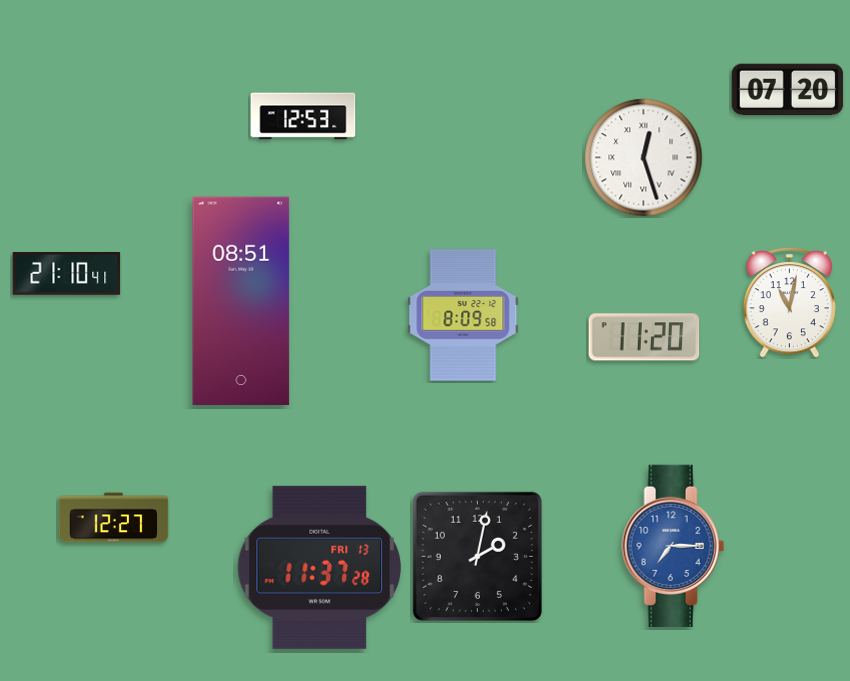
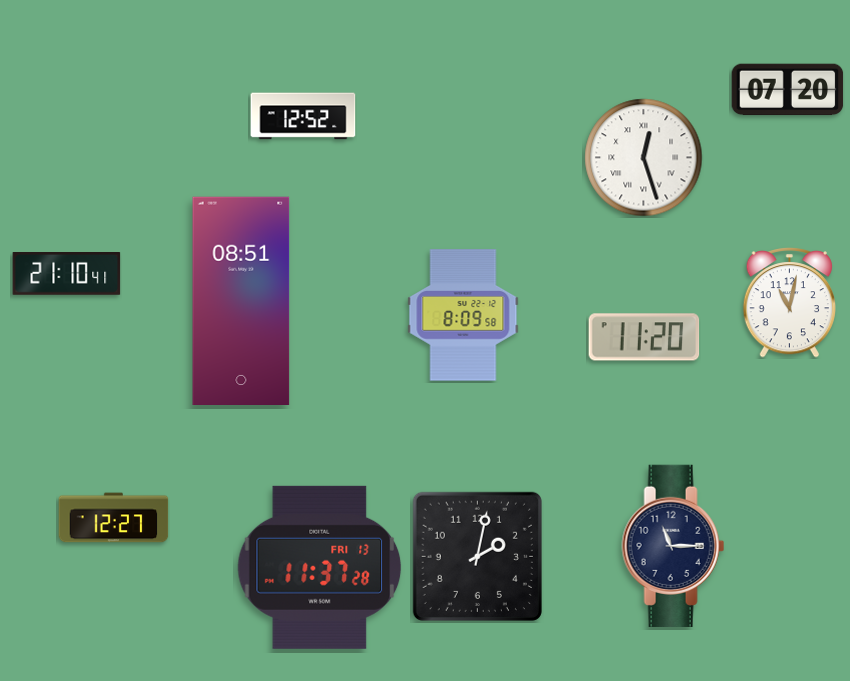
clock at (303, 116): 12:53 -> 12:52
clock at (673, 546): 7:15 -> 11:15
clock at (673, 546) dial: blue -> navy
